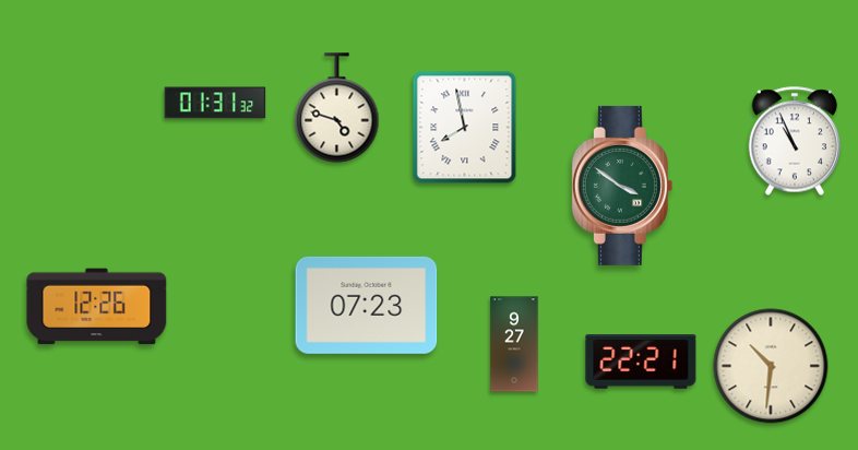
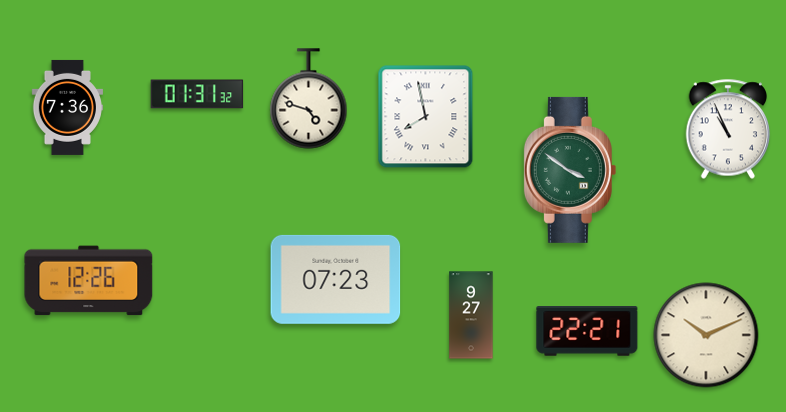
clock at (67, 107): none -> 7:36
clock at (771, 366): 10:31 -> 10:11
